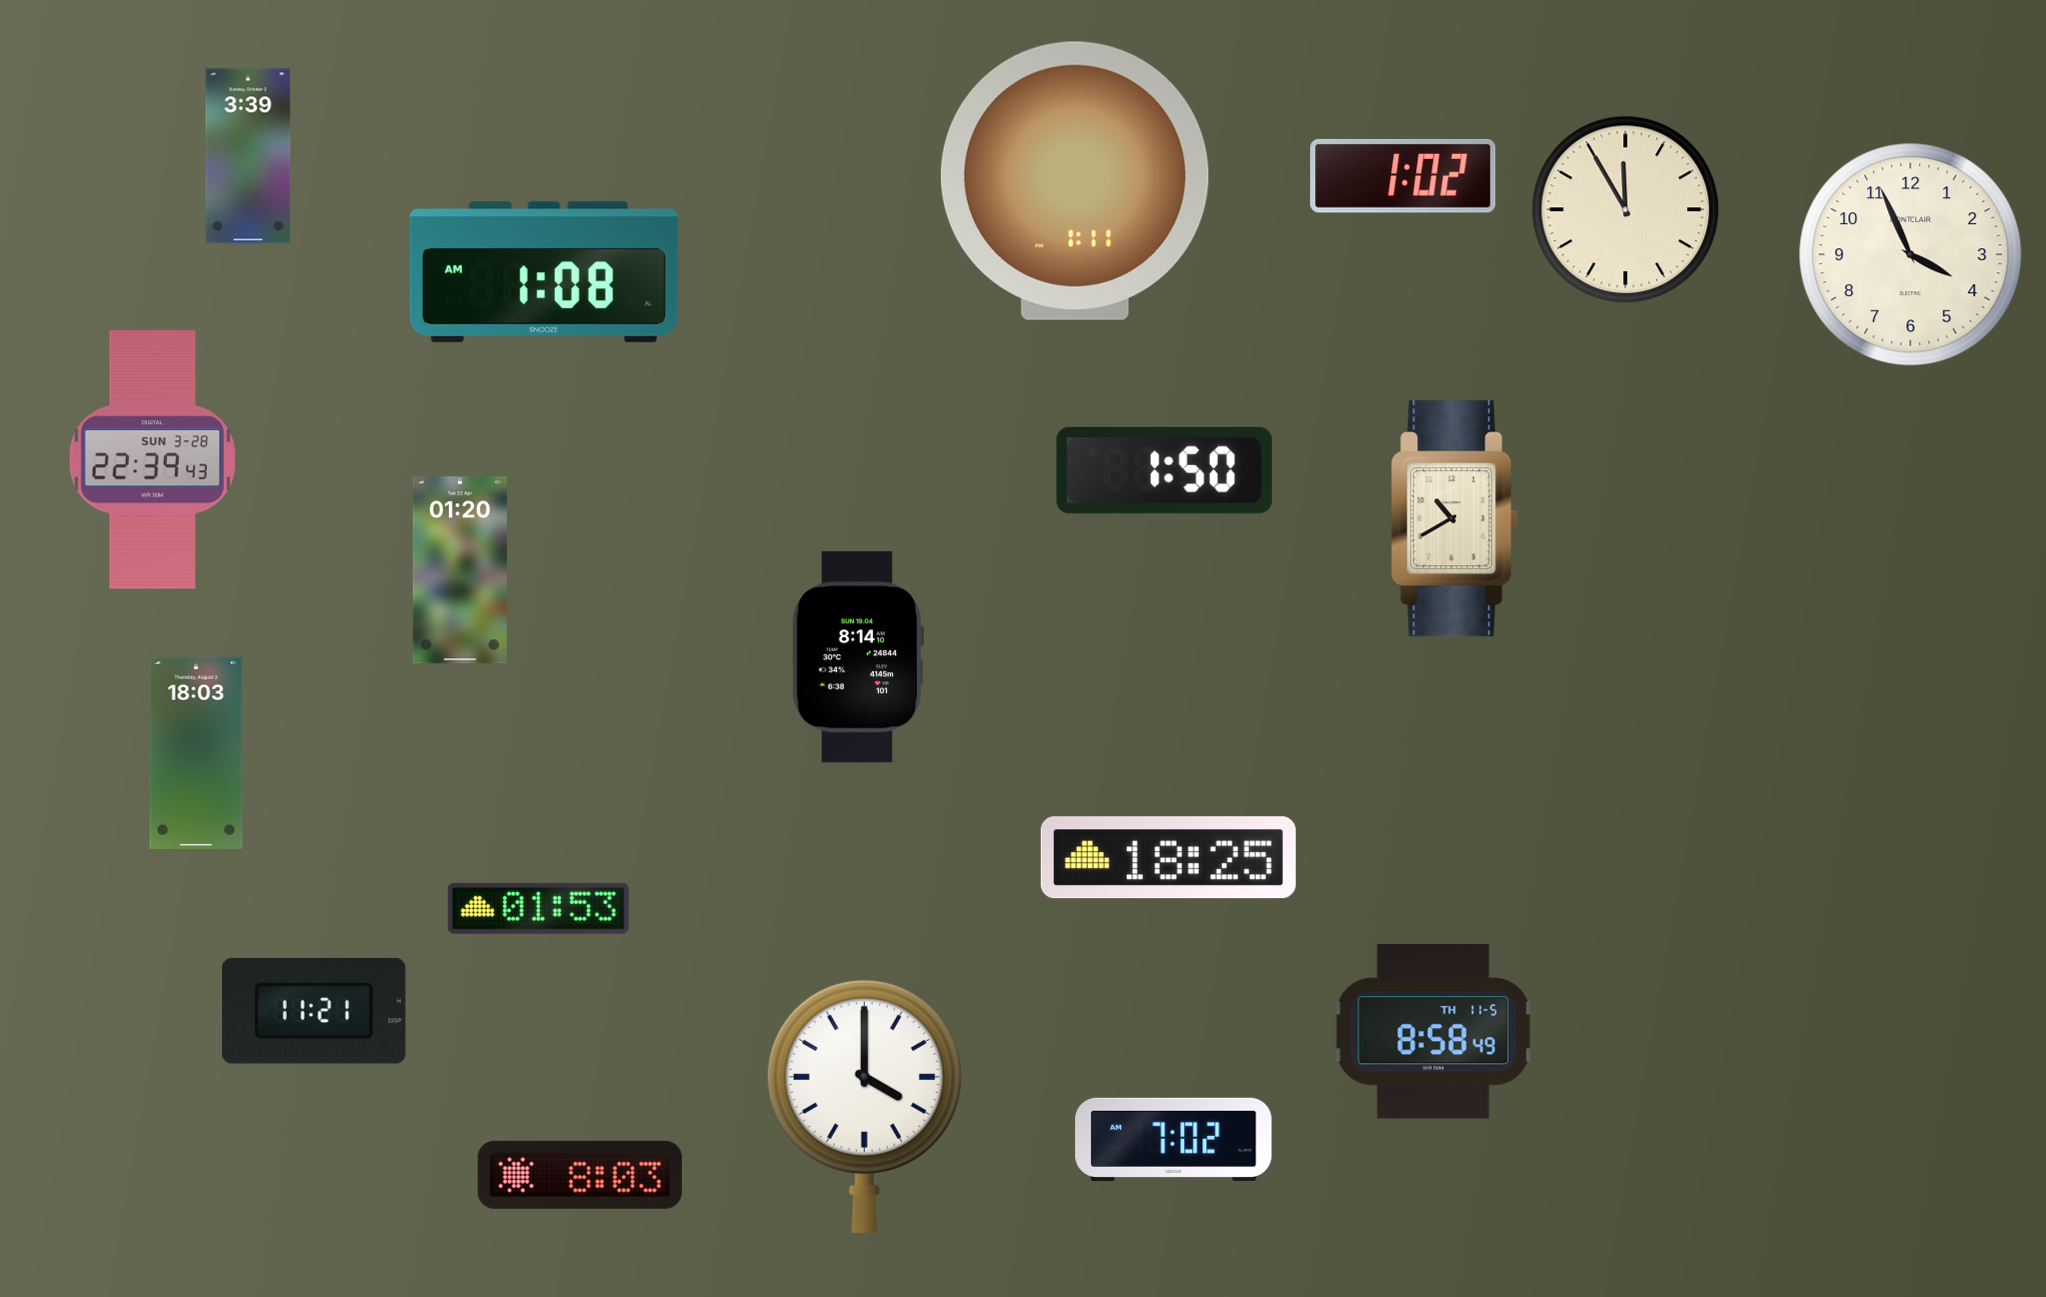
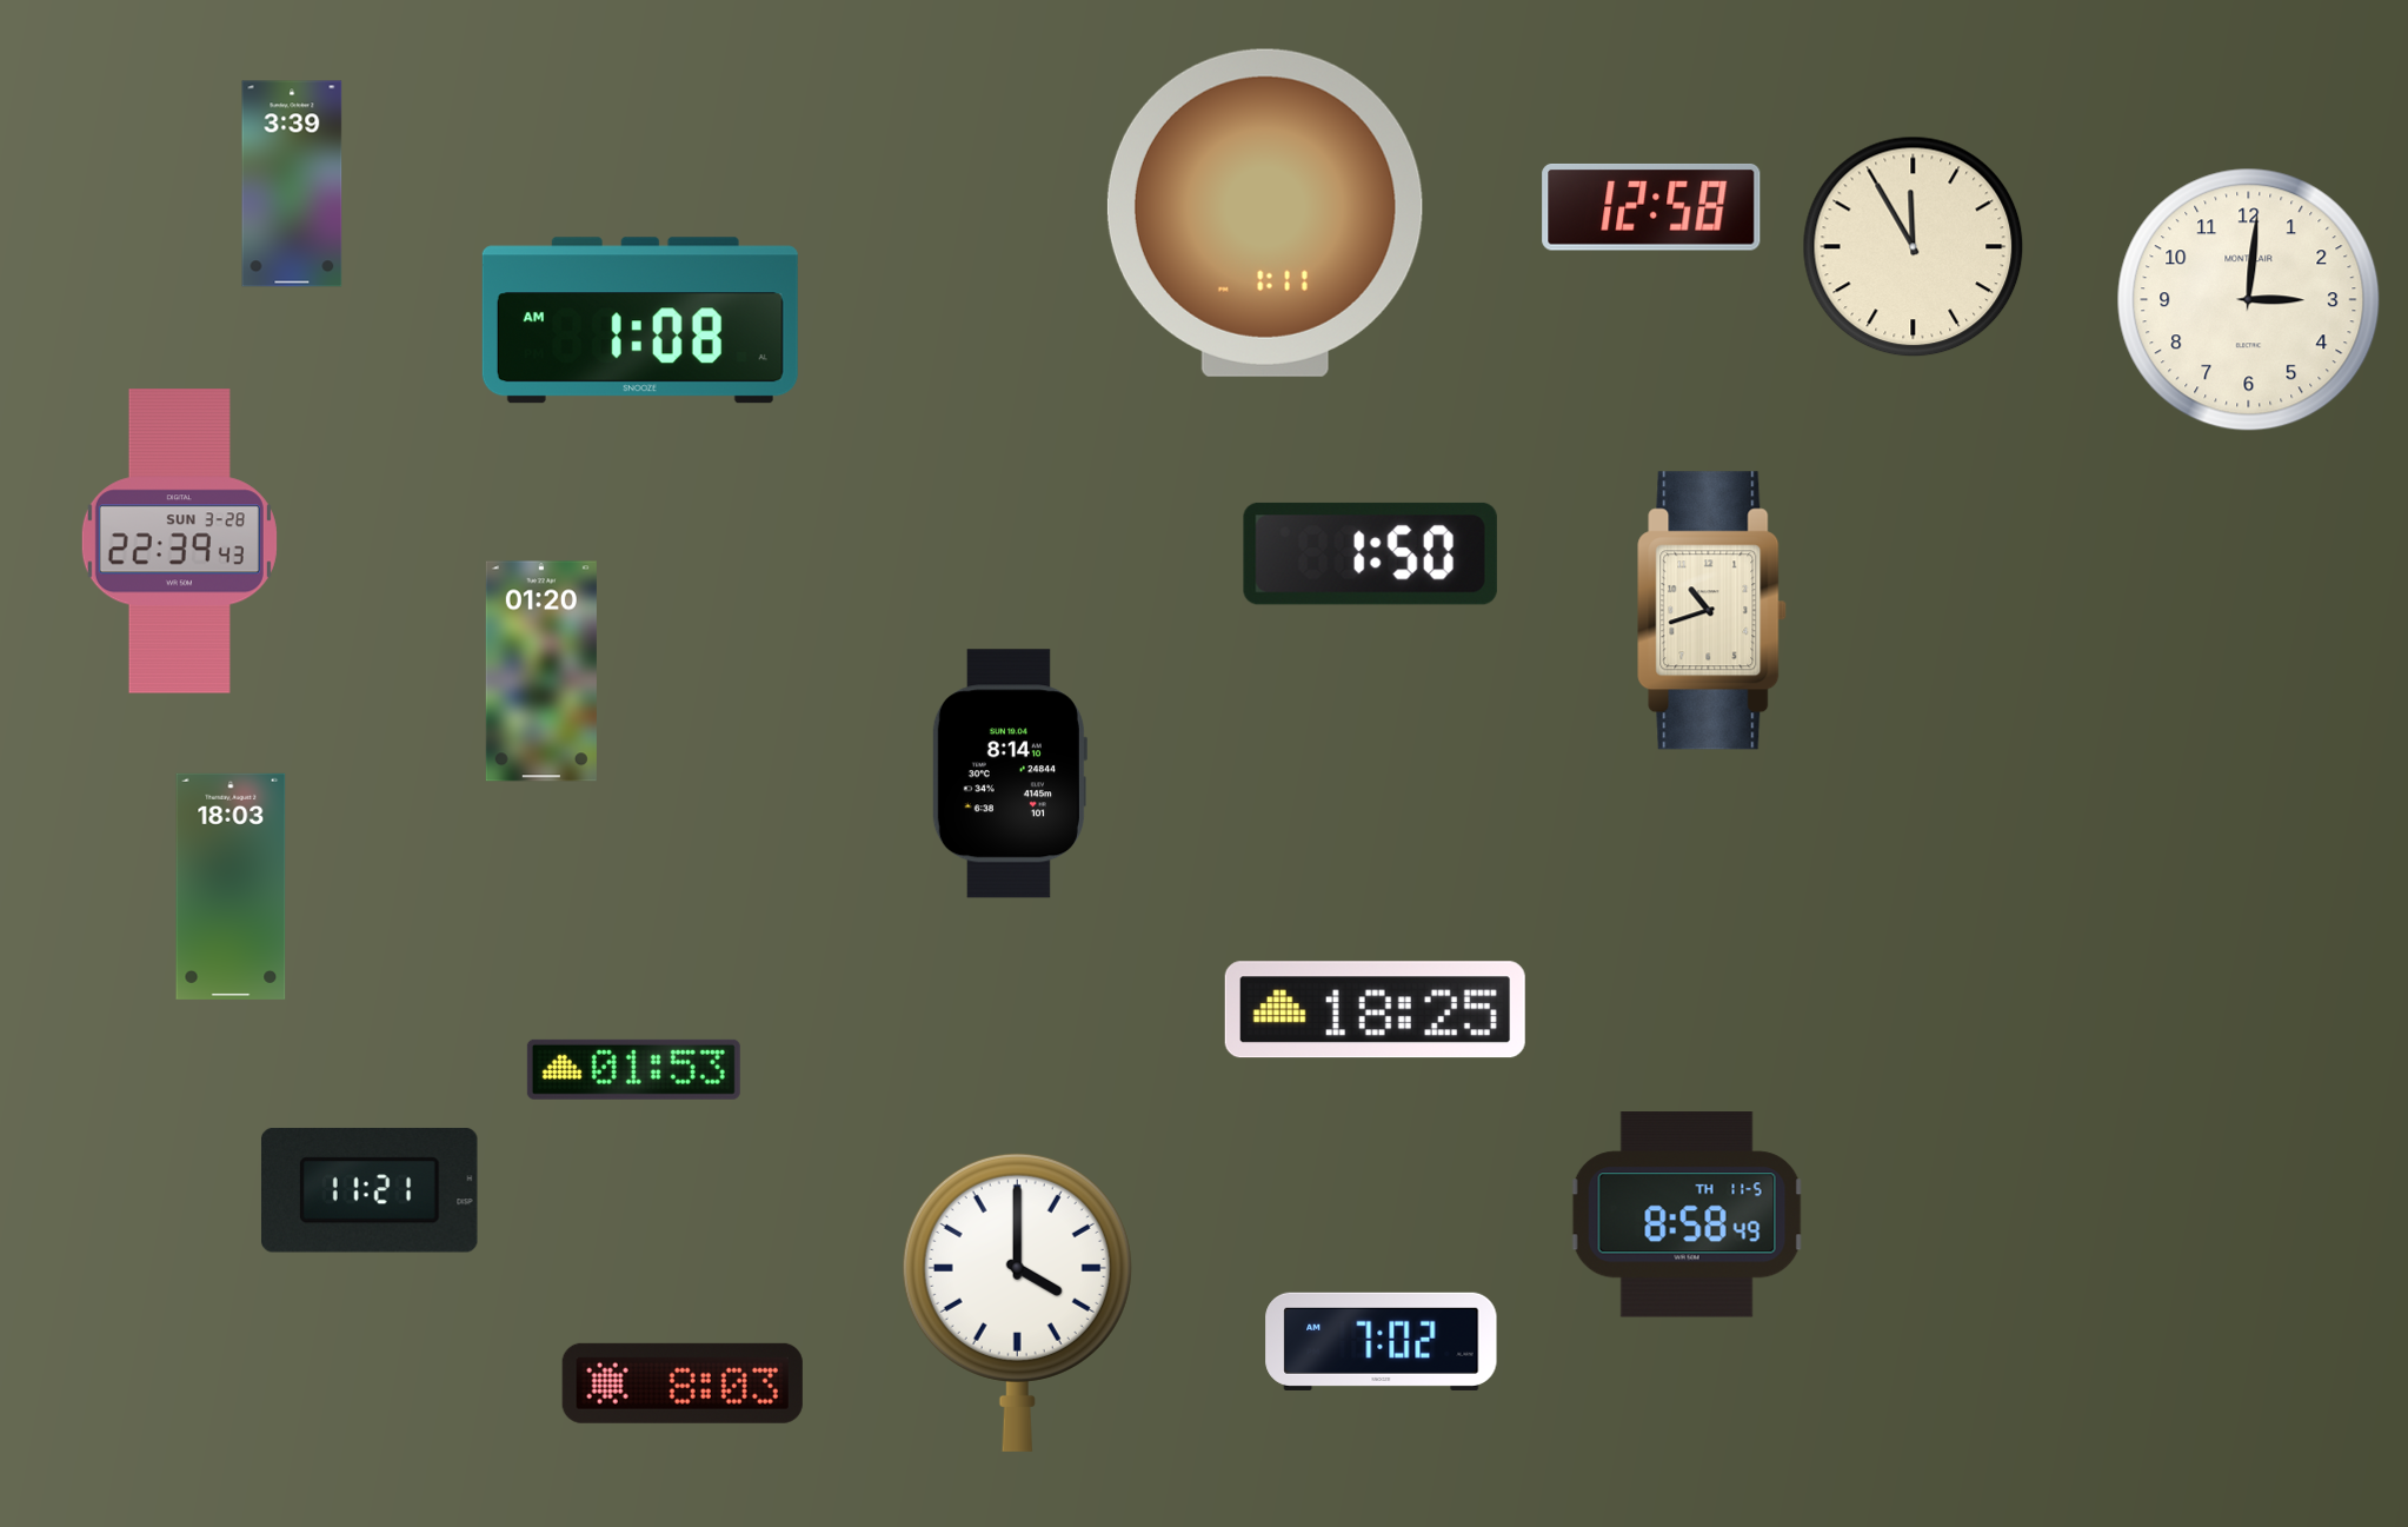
clock at (1403, 176): 1:02 -> 12:58
clock at (1911, 255): 3:56 -> 3:01
clock at (1455, 519): 10:40 -> 10:42
